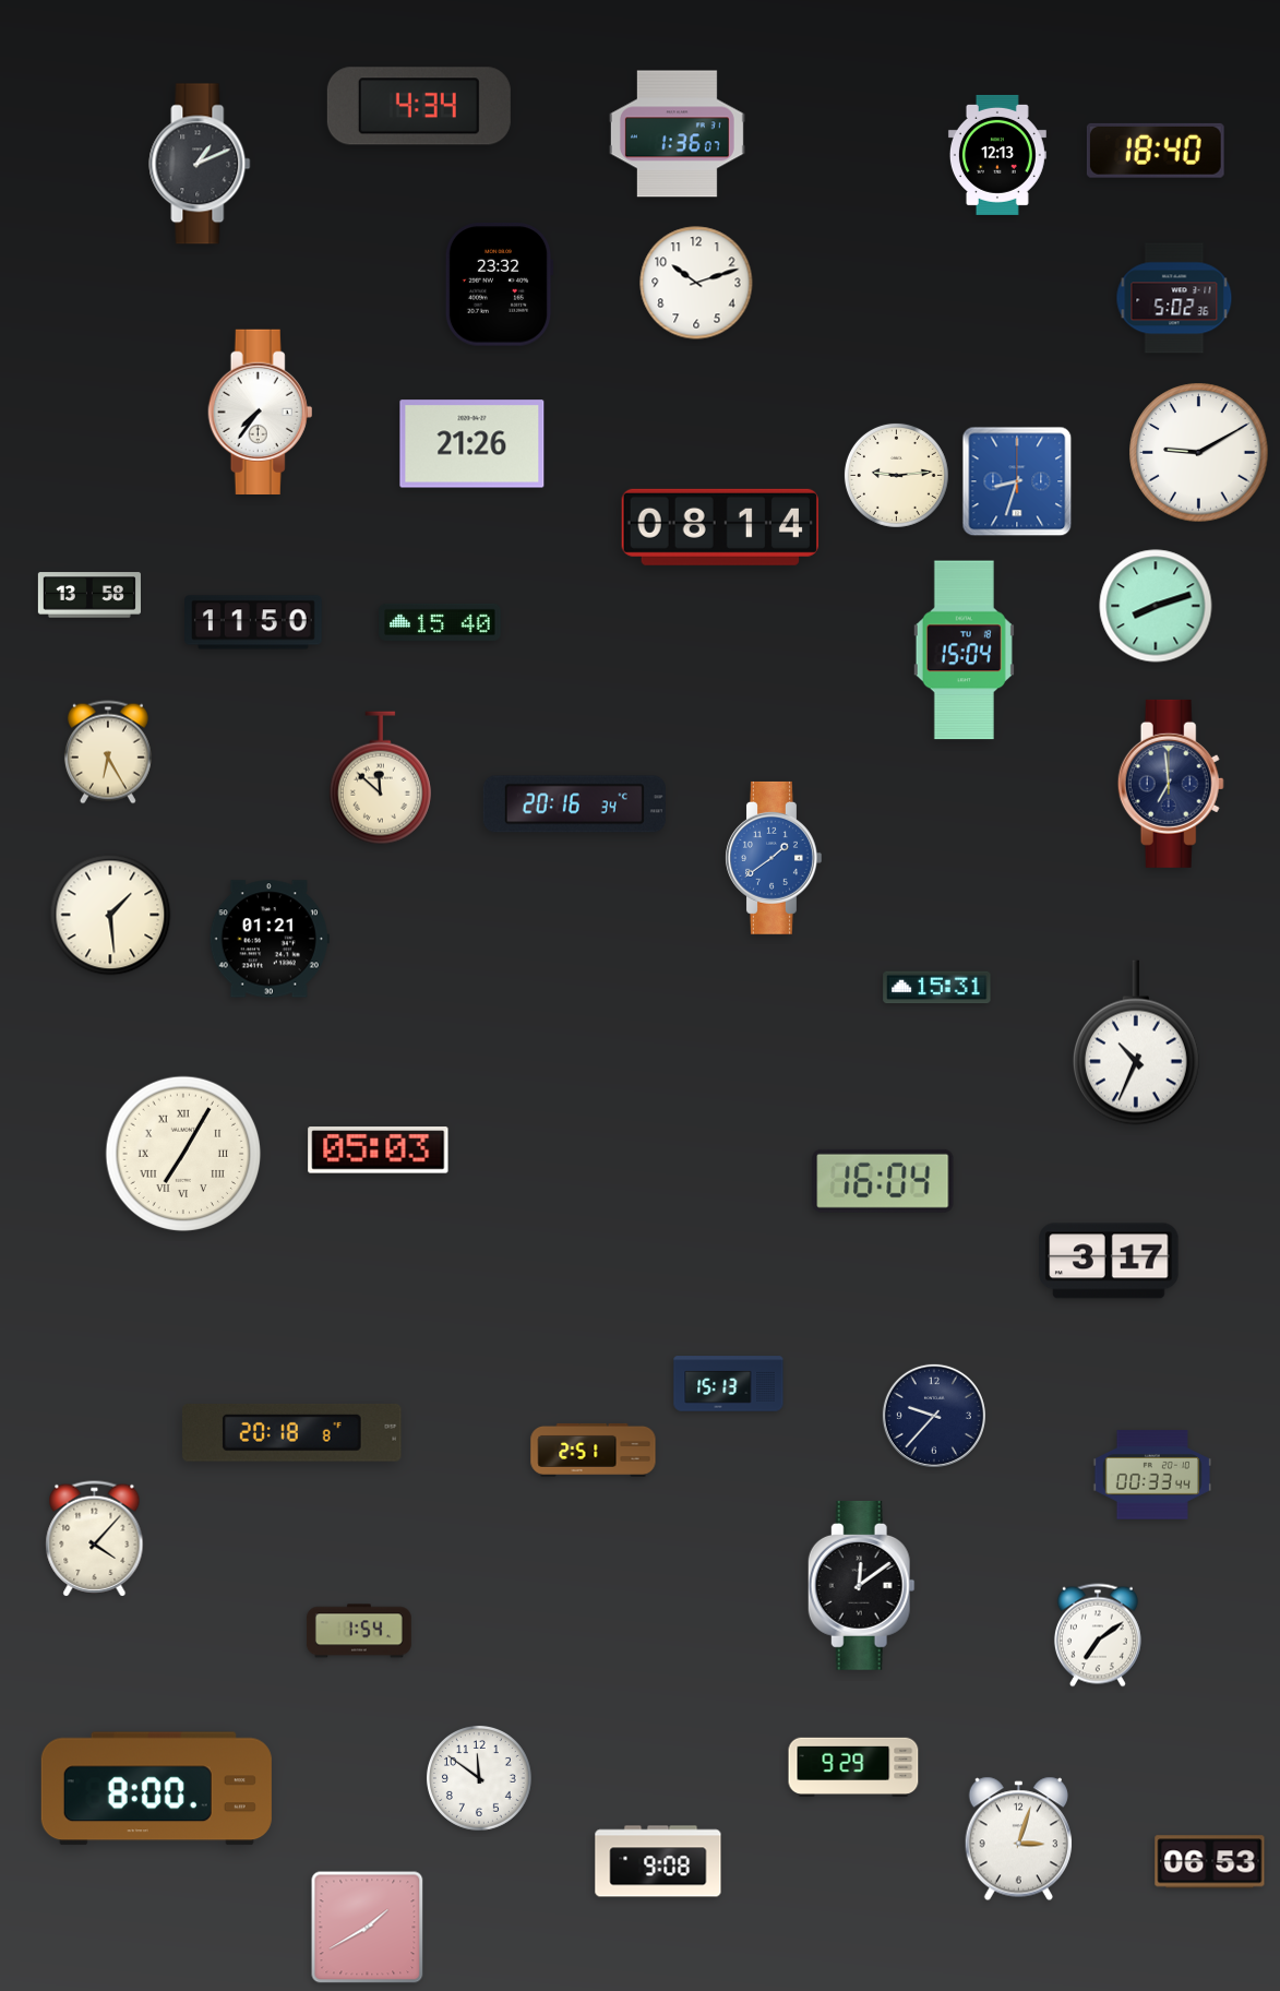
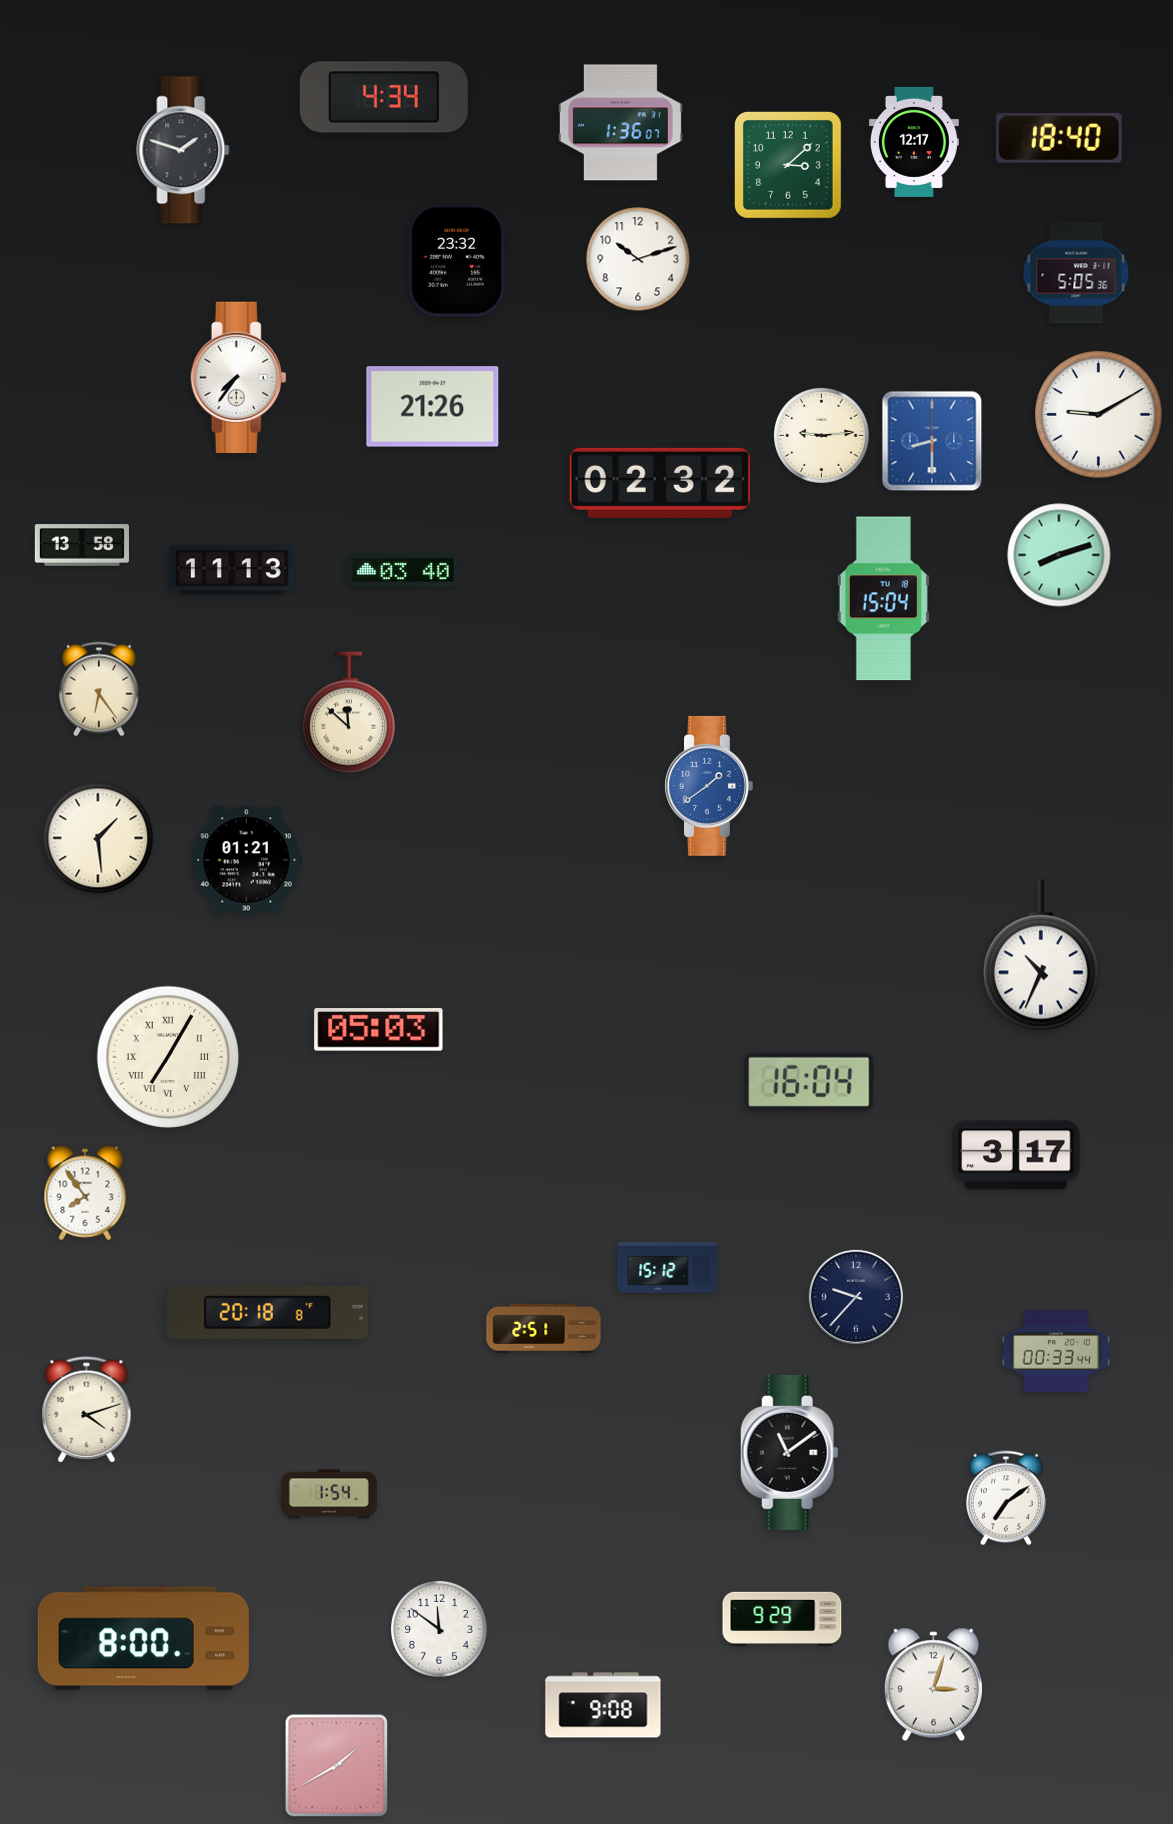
clock at (997, 155): 12:13 -> 12:17
clock at (200, 164): 1:11 -> 1:48
clock at (788, 165): none -> 3:08
clock at (1174, 298): 5:02 -> 5:05
clock at (1017, 481): 8:33 -> 8:30
clock at (720, 527): 08:14 -> 02:32
clock at (254, 622): 11:50 -> 11:13
clock at (440, 622): 15:40 -> 03:40
clock at (964, 651) position: (964, 651) -> (883, 599)
clock at (108, 752): 6:25 -> 6:24
clock at (1171, 784): 6:59 -> none
clock at (574, 804): 20:16 -> none
clock at (110, 915) position: (110, 915) -> (98, 838)
clock at (937, 988): 15:31 -> none
clock at (379, 1151) position: (379, 1151) -> (379, 1030)
clock at (85, 1193): none -> 7:54
clock at (729, 1384): 15:13 -> 15:12
clock at (95, 1539): 4:07 -> 4:12
clock at (861, 1585): 12:09 -> 11:09
clock at (1210, 1862): 06:53 -> none
